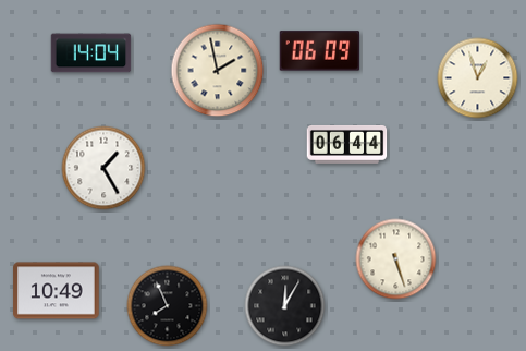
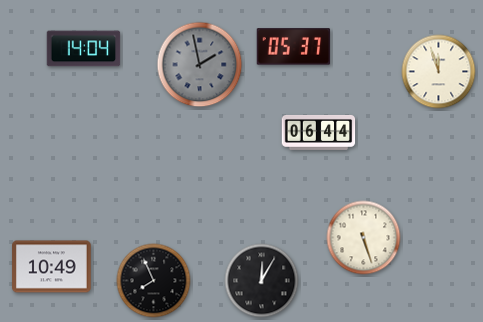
clock at (320, 51): 06:09 -> 05:37
clock at (218, 71) dial: cream -> grey
clock at (478, 78): 12:57 -> 11:57
clock at (103, 168): 1:25 -> none
